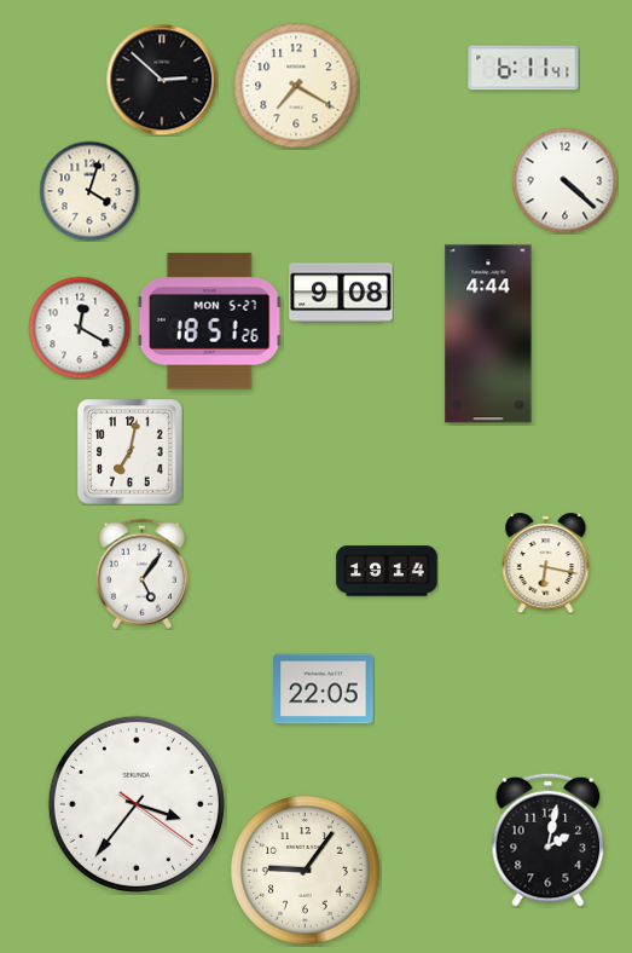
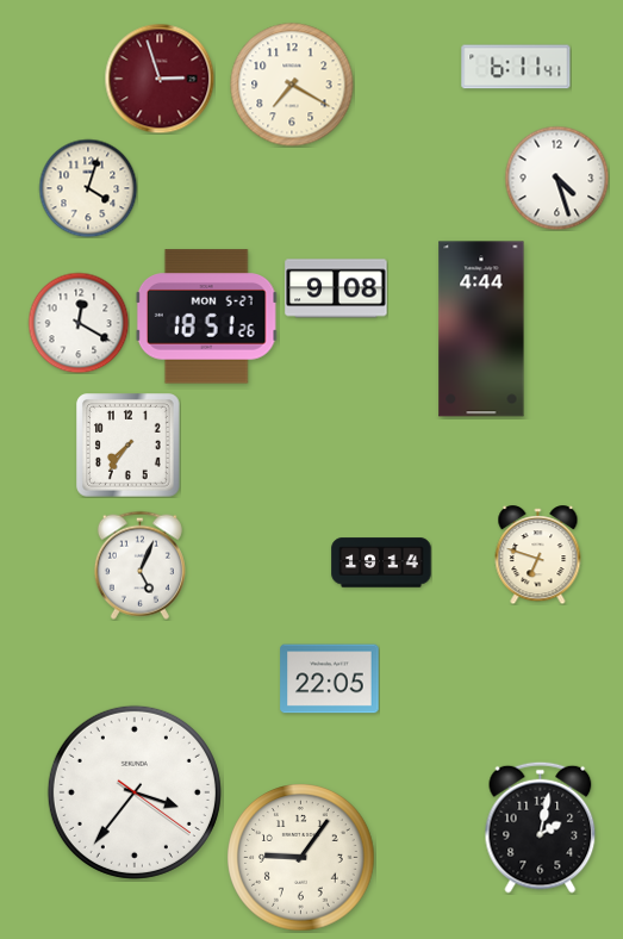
clock at (162, 80): 2:52 -> 2:57
clock at (162, 80) dial: black -> burgundy
clock at (564, 180): 4:22 -> 4:27
clock at (131, 452): 7:02 -> 7:36
clock at (546, 564): 6:17 -> 6:48
clock at (141, 573): 5:06 -> 5:04
clock at (324, 689) position: (324, 689) -> (330, 679)
